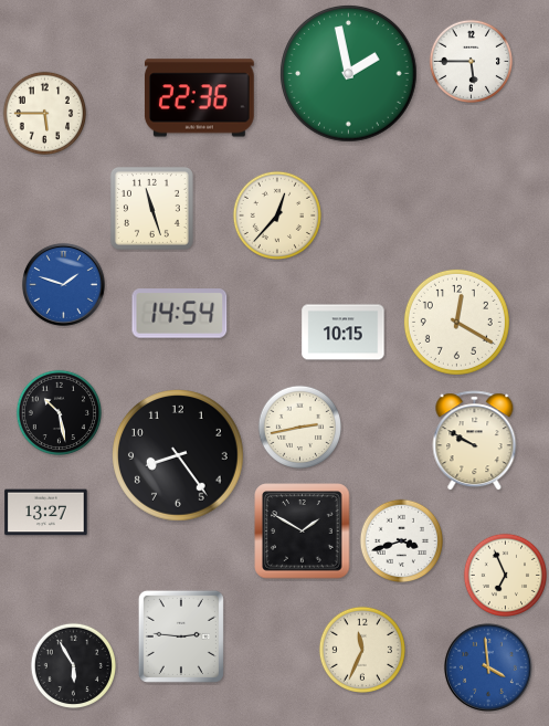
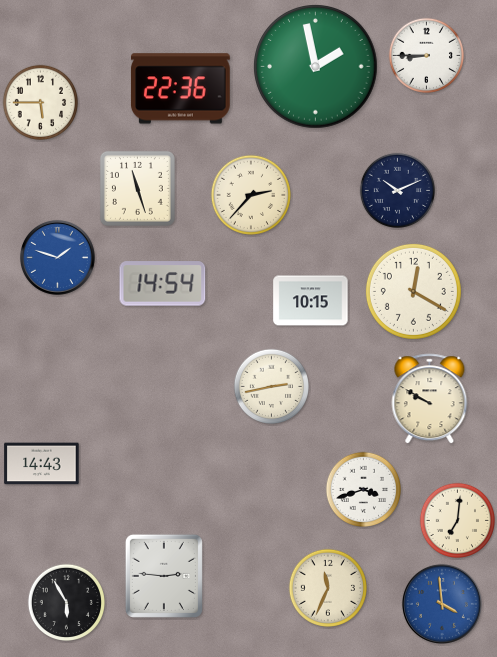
clock at (472, 62): 5:45 -> 8:45
clock at (398, 191): none -> 10:11
clock at (276, 214): 12:37 -> 2:37
clock at (59, 412): 10:28 -> none
clock at (179, 456): 8:24 -> none
clock at (46, 513): 13:27 -> 14:43
clock at (303, 532): 1:50 -> none
clock at (506, 576): 6:56 -> 7:01
